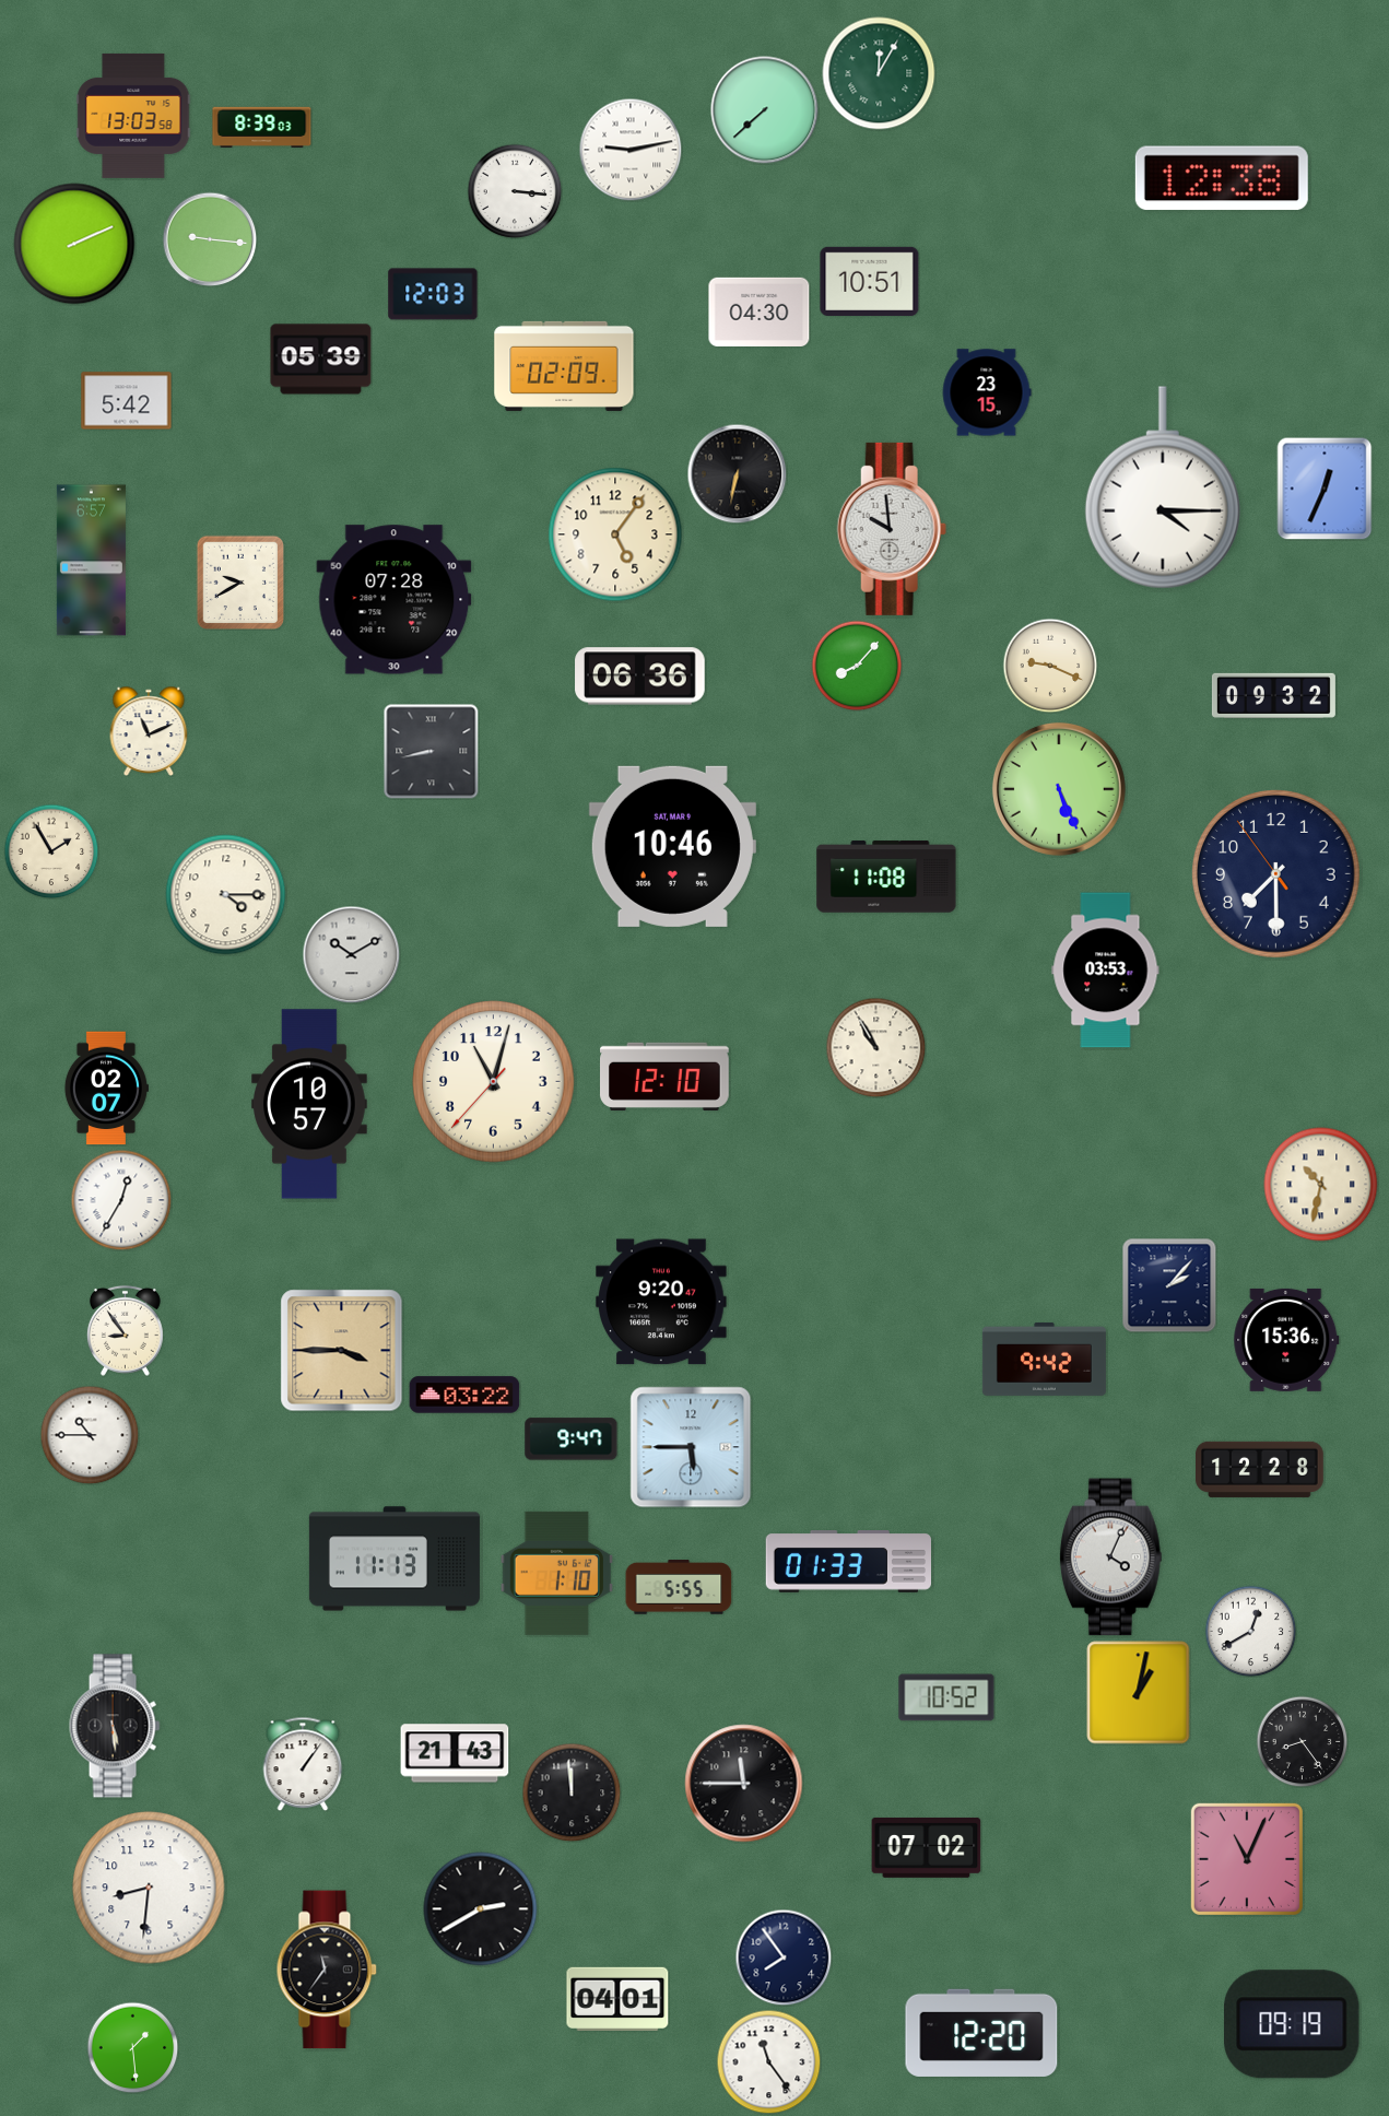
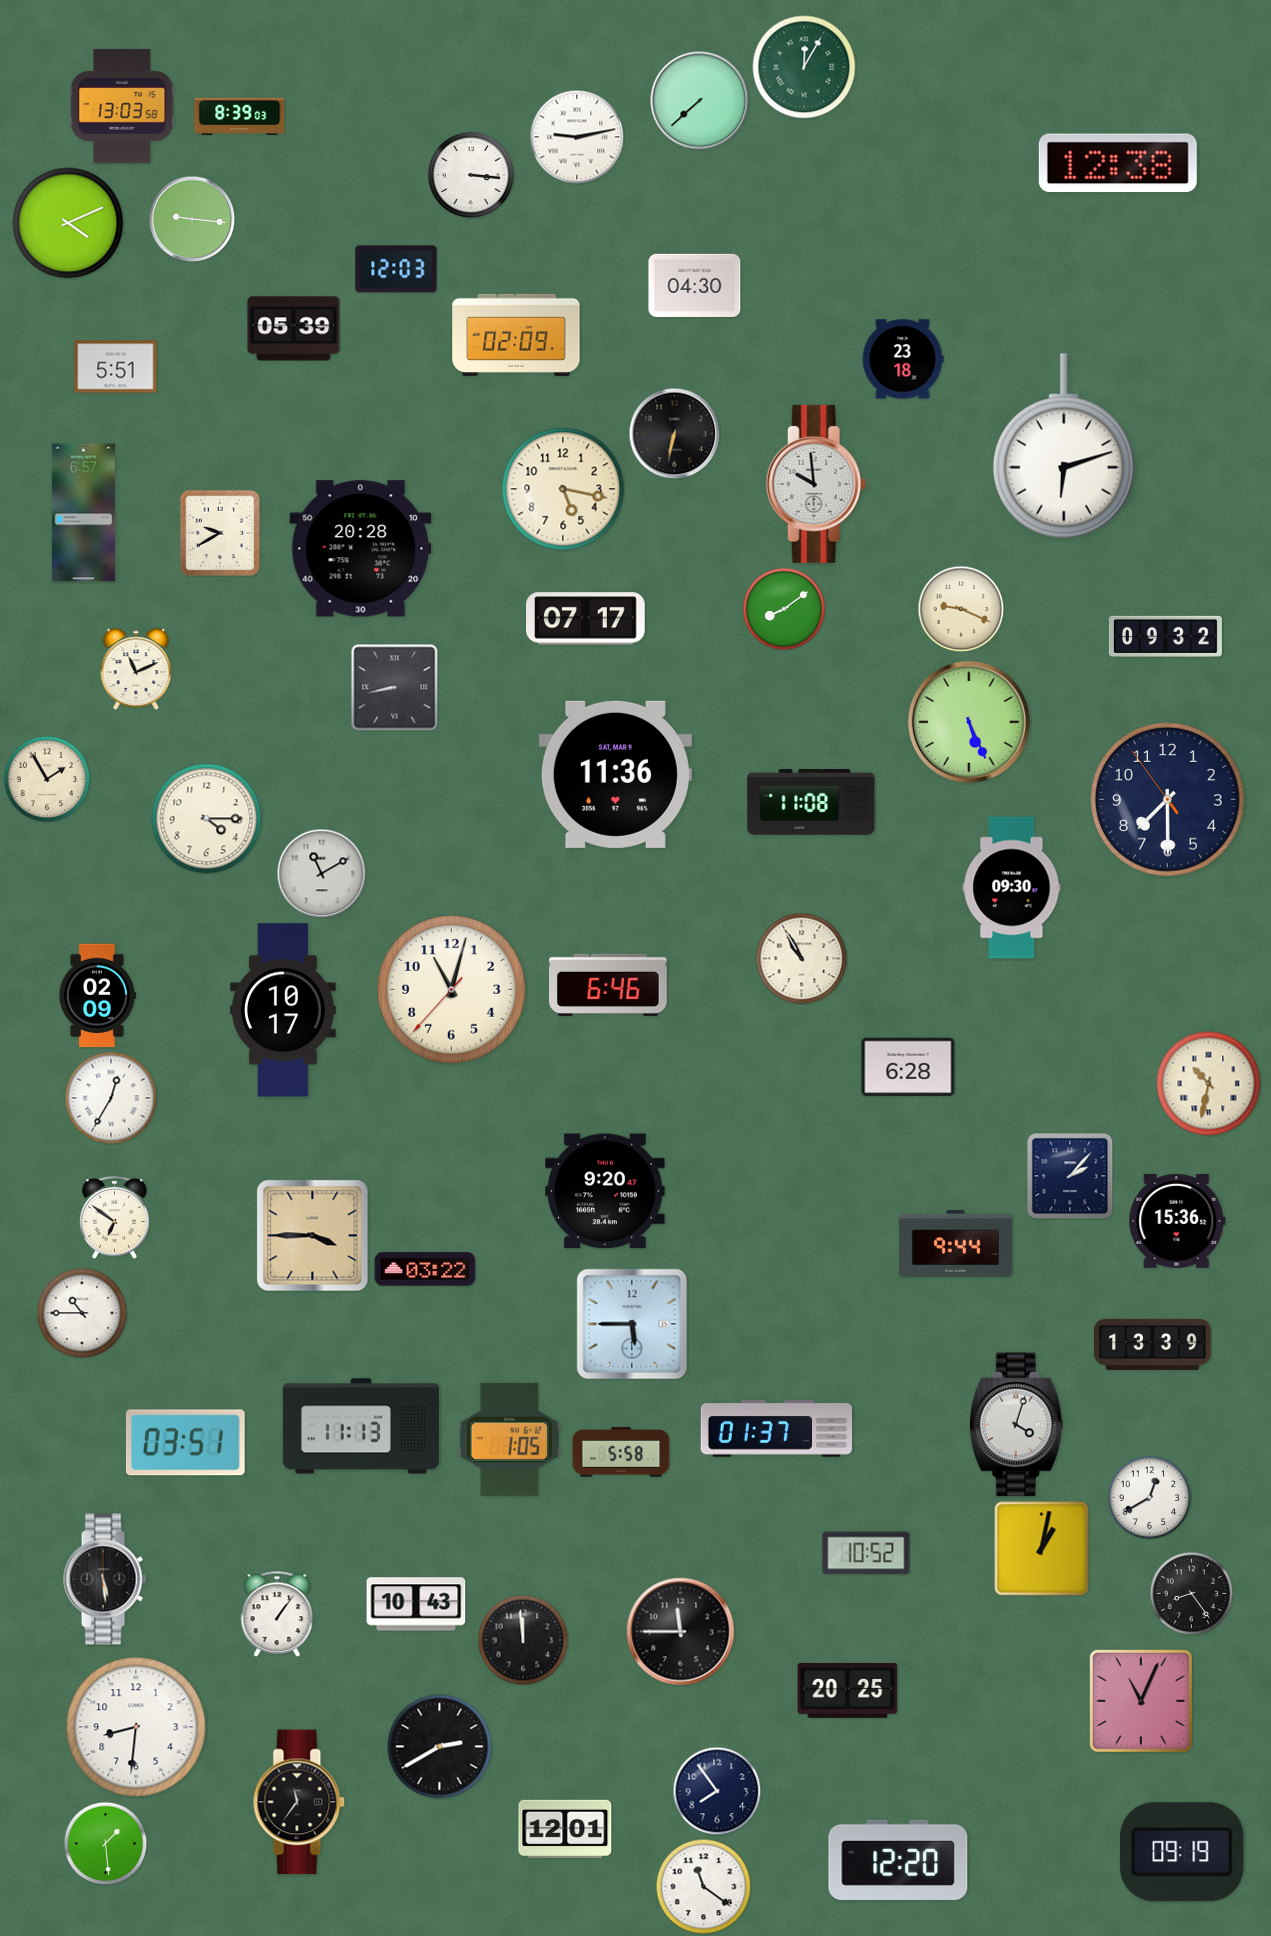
clock at (74, 244): 2:11 -> 4:11
clock at (870, 281): 10:51 -> none
clock at (987, 392): 23:15 -> 23:18
clock at (127, 401): 5:42 -> 5:51
clock at (1163, 487): 4:15 -> 6:12
clock at (1325, 489): 12:34 -> none
clock at (615, 534): 5:06 -> 5:17
clock at (395, 600): 07:28 -> 20:28
clock at (857, 666): 8:07 -> 8:09
clock at (640, 677): 06:36 -> 07:17
clock at (672, 846): 10:46 -> 11:36
clock at (351, 954): 10:10 -> 11:10
clock at (1106, 971): 03:53 -> 09:30
clock at (666, 1077): 12:10 -> 6:46
clock at (106, 1089): 02:07 -> 02:09
clock at (309, 1104): 10:57 -> 10:17
clock at (908, 1067): none -> 6:28
clock at (125, 1330): 8:54 -> 6:51
clock at (1286, 1340) position: (1286, 1340) -> (1177, 1221)
clock at (1044, 1359): 9:42 -> 9:44
clock at (464, 1395) position: (464, 1395) -> (425, 1269)
clock at (572, 1439): 9:47 -> none
clock at (1260, 1469): 12:28 -> 13:39
clock at (1110, 1557): 4:04 -> 4:03
clock at (848, 1562): 01:33 -> 01:37
clock at (556, 1573): 1:10 -> 1:05
clock at (185, 1443): none -> 03:51
clock at (679, 1587): 5:55 -> 5:58
clock at (1250, 1631) position: (1250, 1631) -> (1149, 1497)
clock at (455, 1753): 21:43 -> 10:43
clock at (927, 1847): 07:02 -> 20:25
clock at (617, 1998): 04:01 -> 12:01
clock at (132, 2047) position: (132, 2047) -> (105, 1843)
clock at (768, 2061): 11:24 -> 11:21
